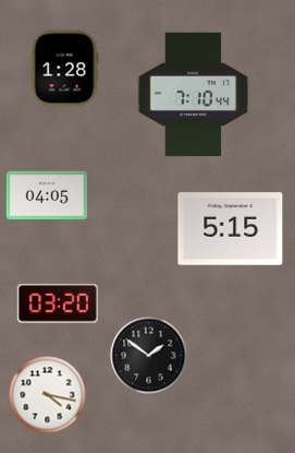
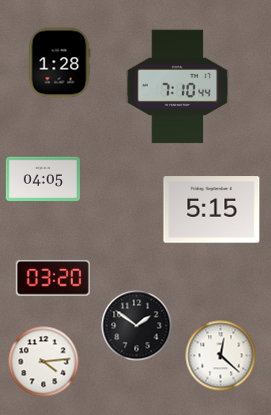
clock at (221, 356): none -> 12:22
clock at (48, 395): 4:17 -> 4:14
